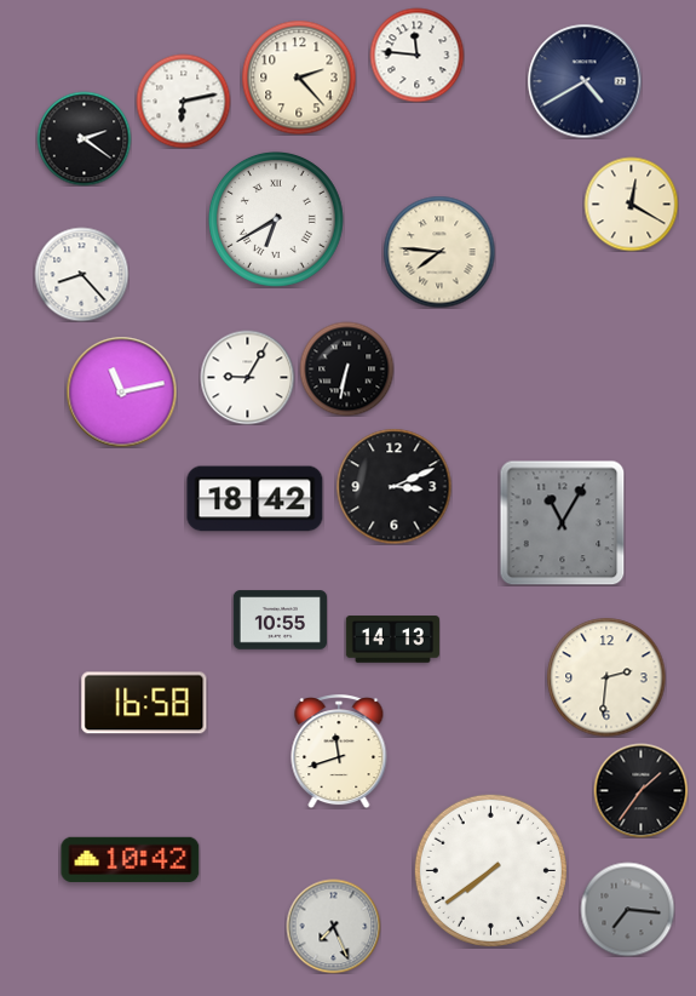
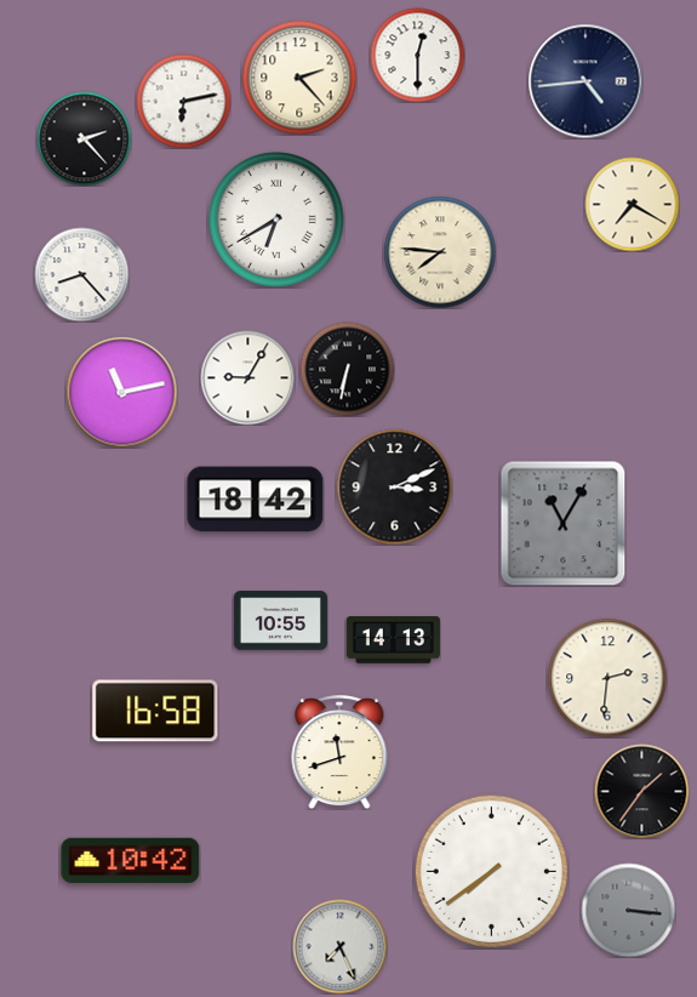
clock at (416, 55): 11:46 -> 12:30
clock at (585, 81): 4:40 -> 4:44
clock at (84, 138): 2:21 -> 2:23
clock at (631, 204): 12:20 -> 7:20
clock at (144, 703) position: (144, 703) -> (155, 711)
clock at (627, 909): 7:16 -> 3:16
clock at (333, 926) position: (333, 926) -> (339, 946)
